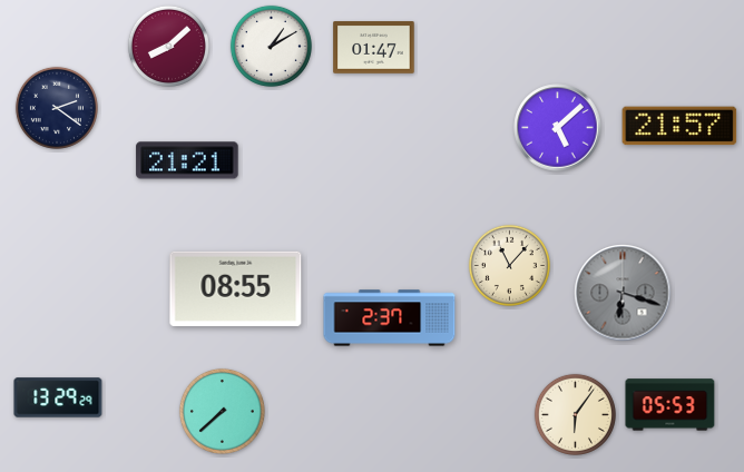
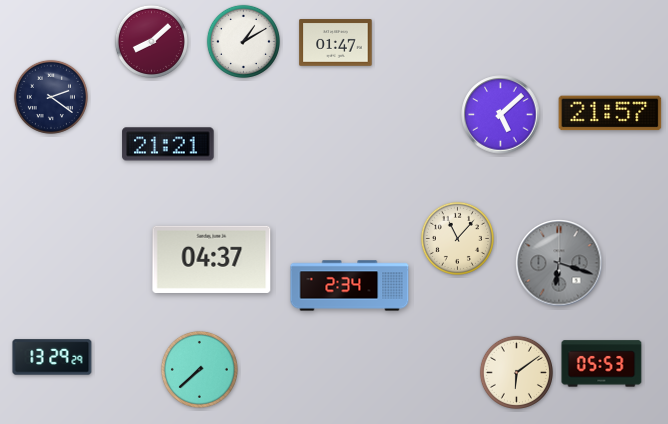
clock at (236, 288): 08:55 -> 04:37
clock at (390, 318): 2:37 -> 2:34
clock at (575, 414): 6:06 -> 6:09
